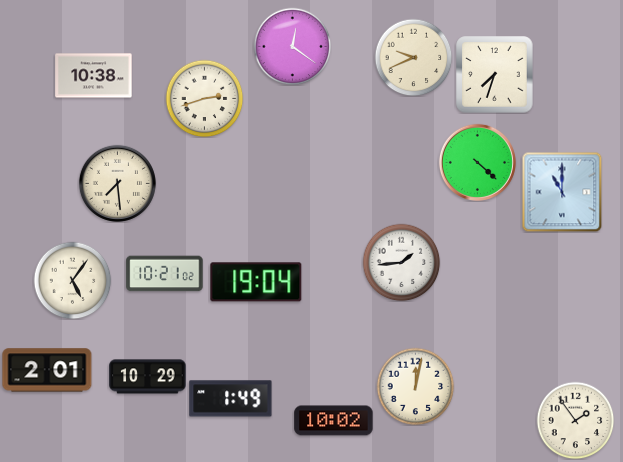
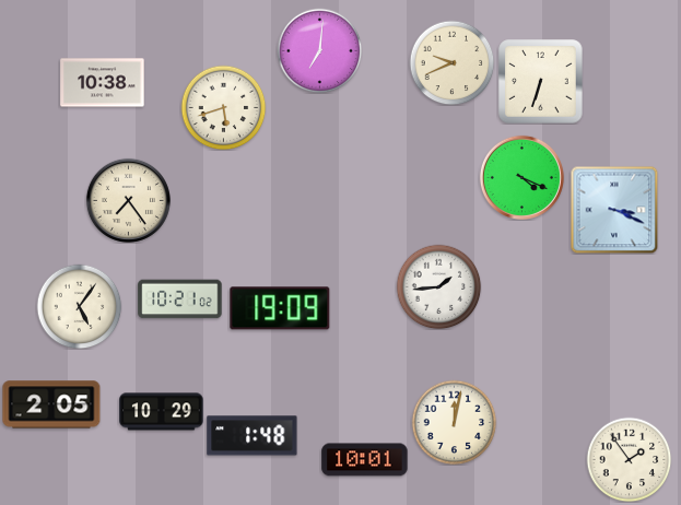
clock at (292, 46): 12:21 -> 7:01
clock at (495, 75): 7:33 -> 6:33
clock at (204, 98): 2:42 -> 5:42
clock at (477, 162): 4:22 -> 4:19
clock at (117, 183): 7:29 -> 7:24
clock at (562, 192): 11:00 -> 3:19
clock at (256, 282): 19:04 -> 19:09
clock at (47, 370): 2:01 -> 2:05
clock at (231, 399): 1:49 -> 1:48
clock at (334, 421): 10:02 -> 10:01
